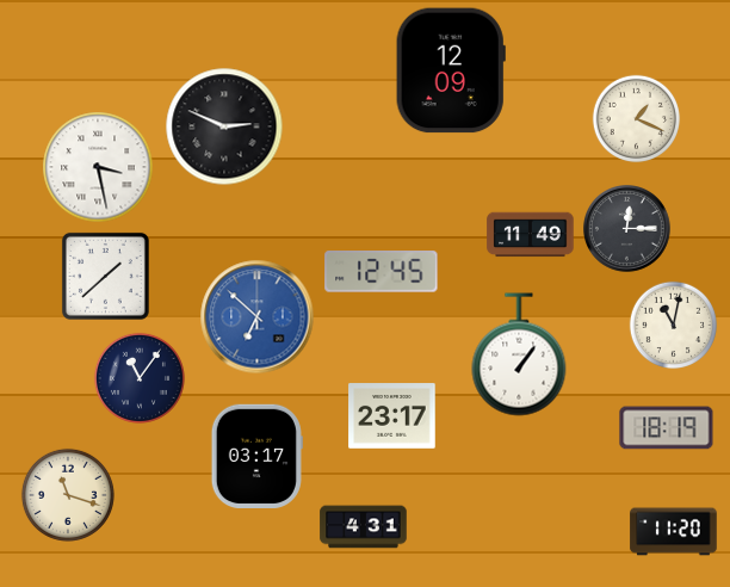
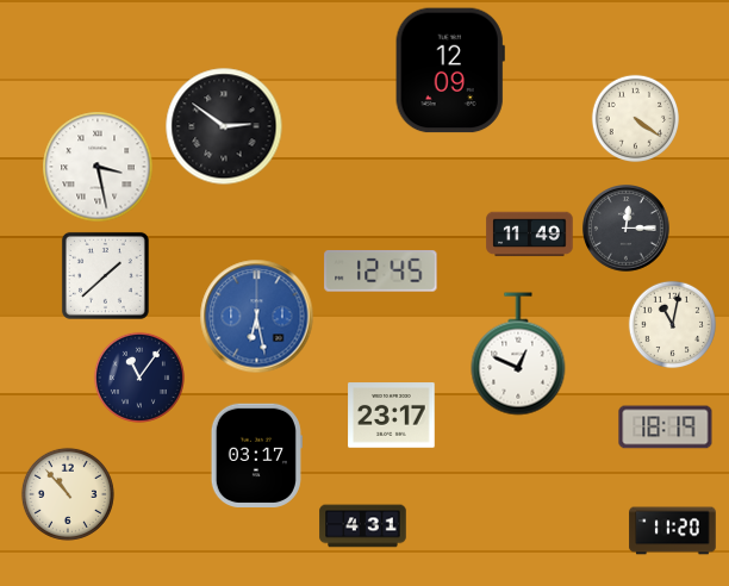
clock at (637, 119): 1:19 -> 4:21
clock at (224, 126): 2:49 -> 2:51
clock at (258, 317): 6:52 -> 6:28
clock at (519, 354): 1:06 -> 12:49
clock at (68, 495): 11:18 -> 10:53
